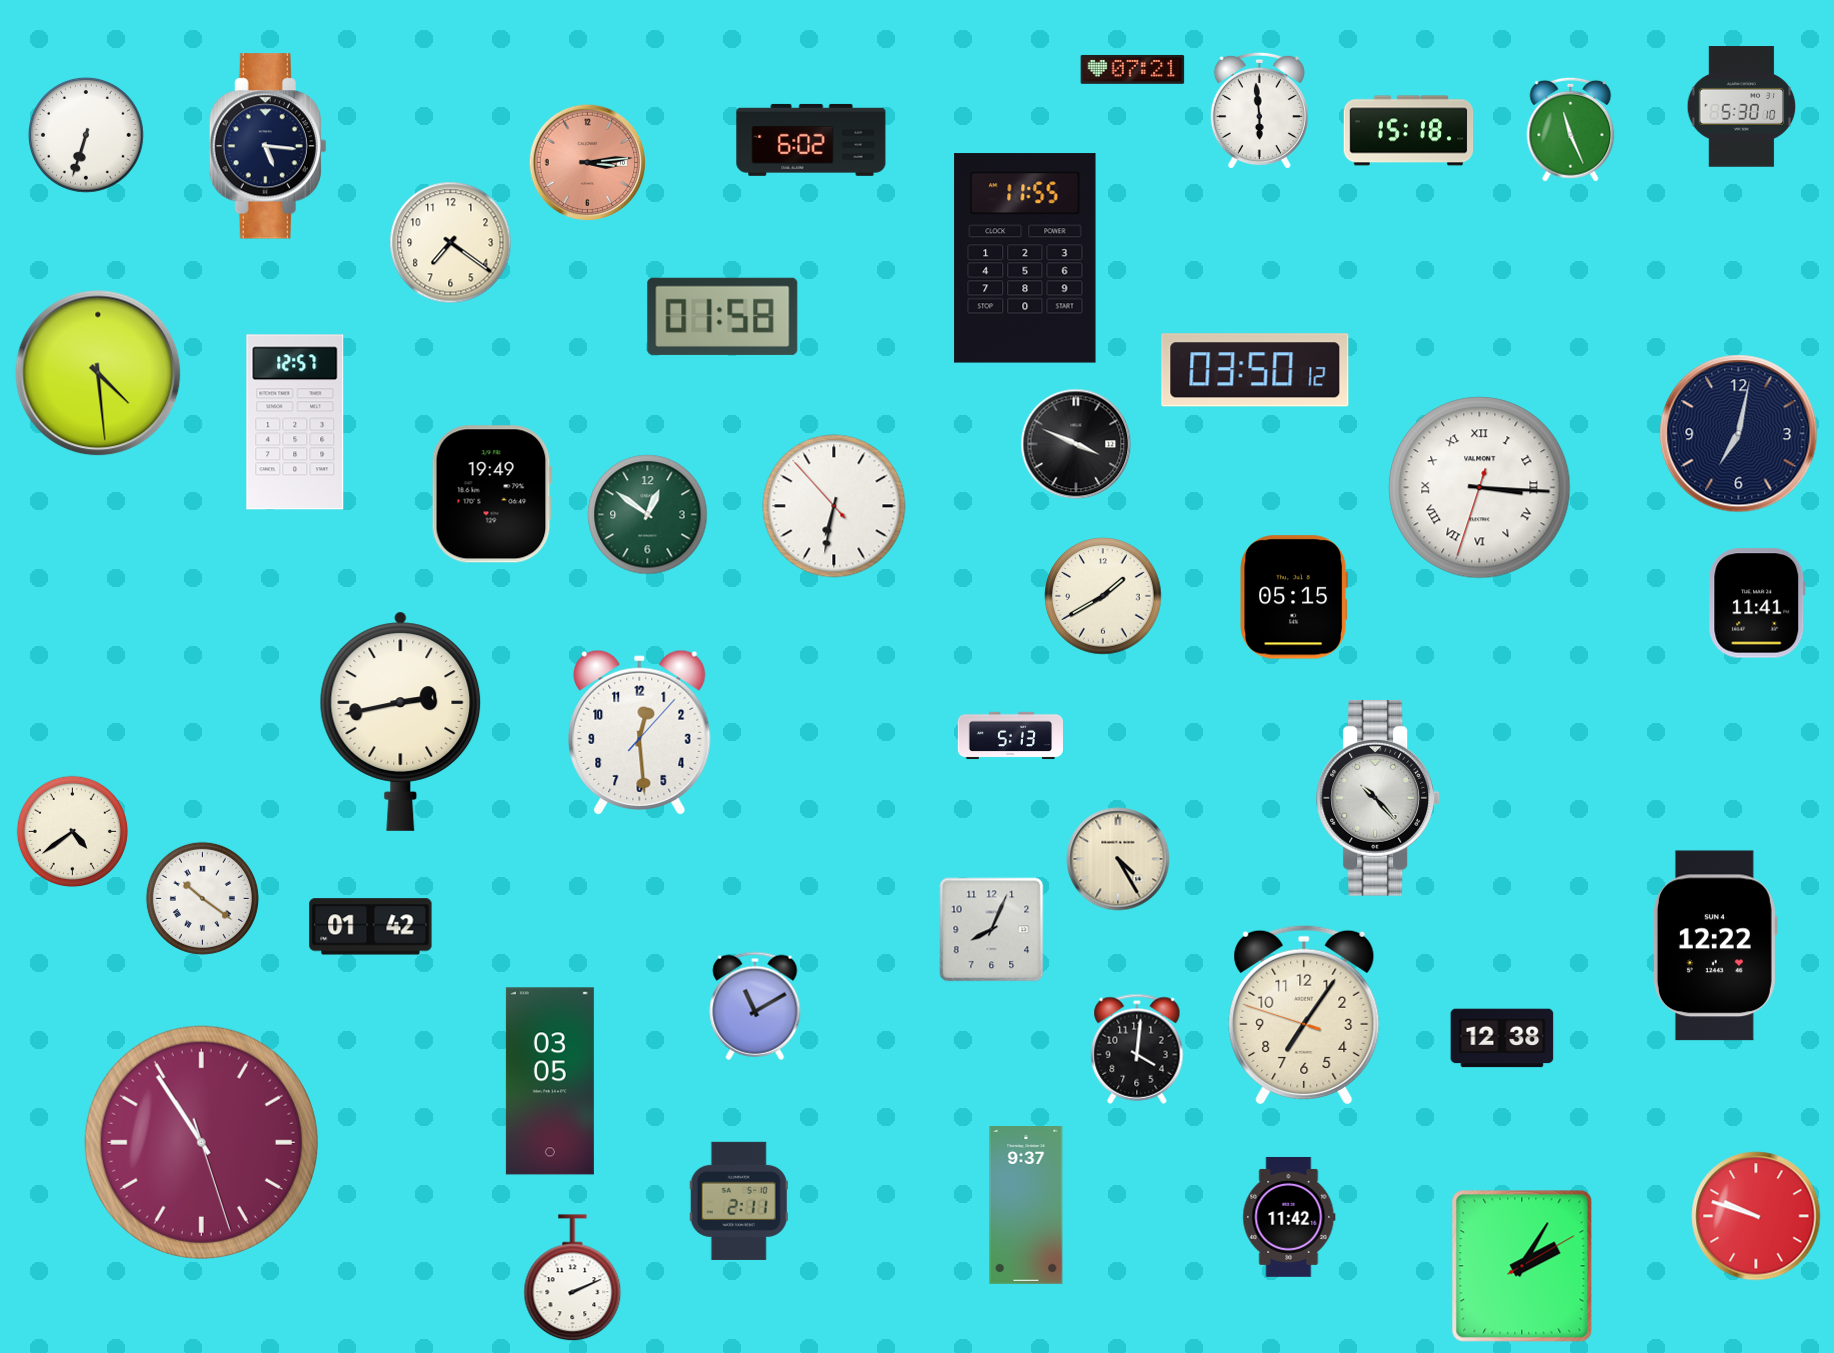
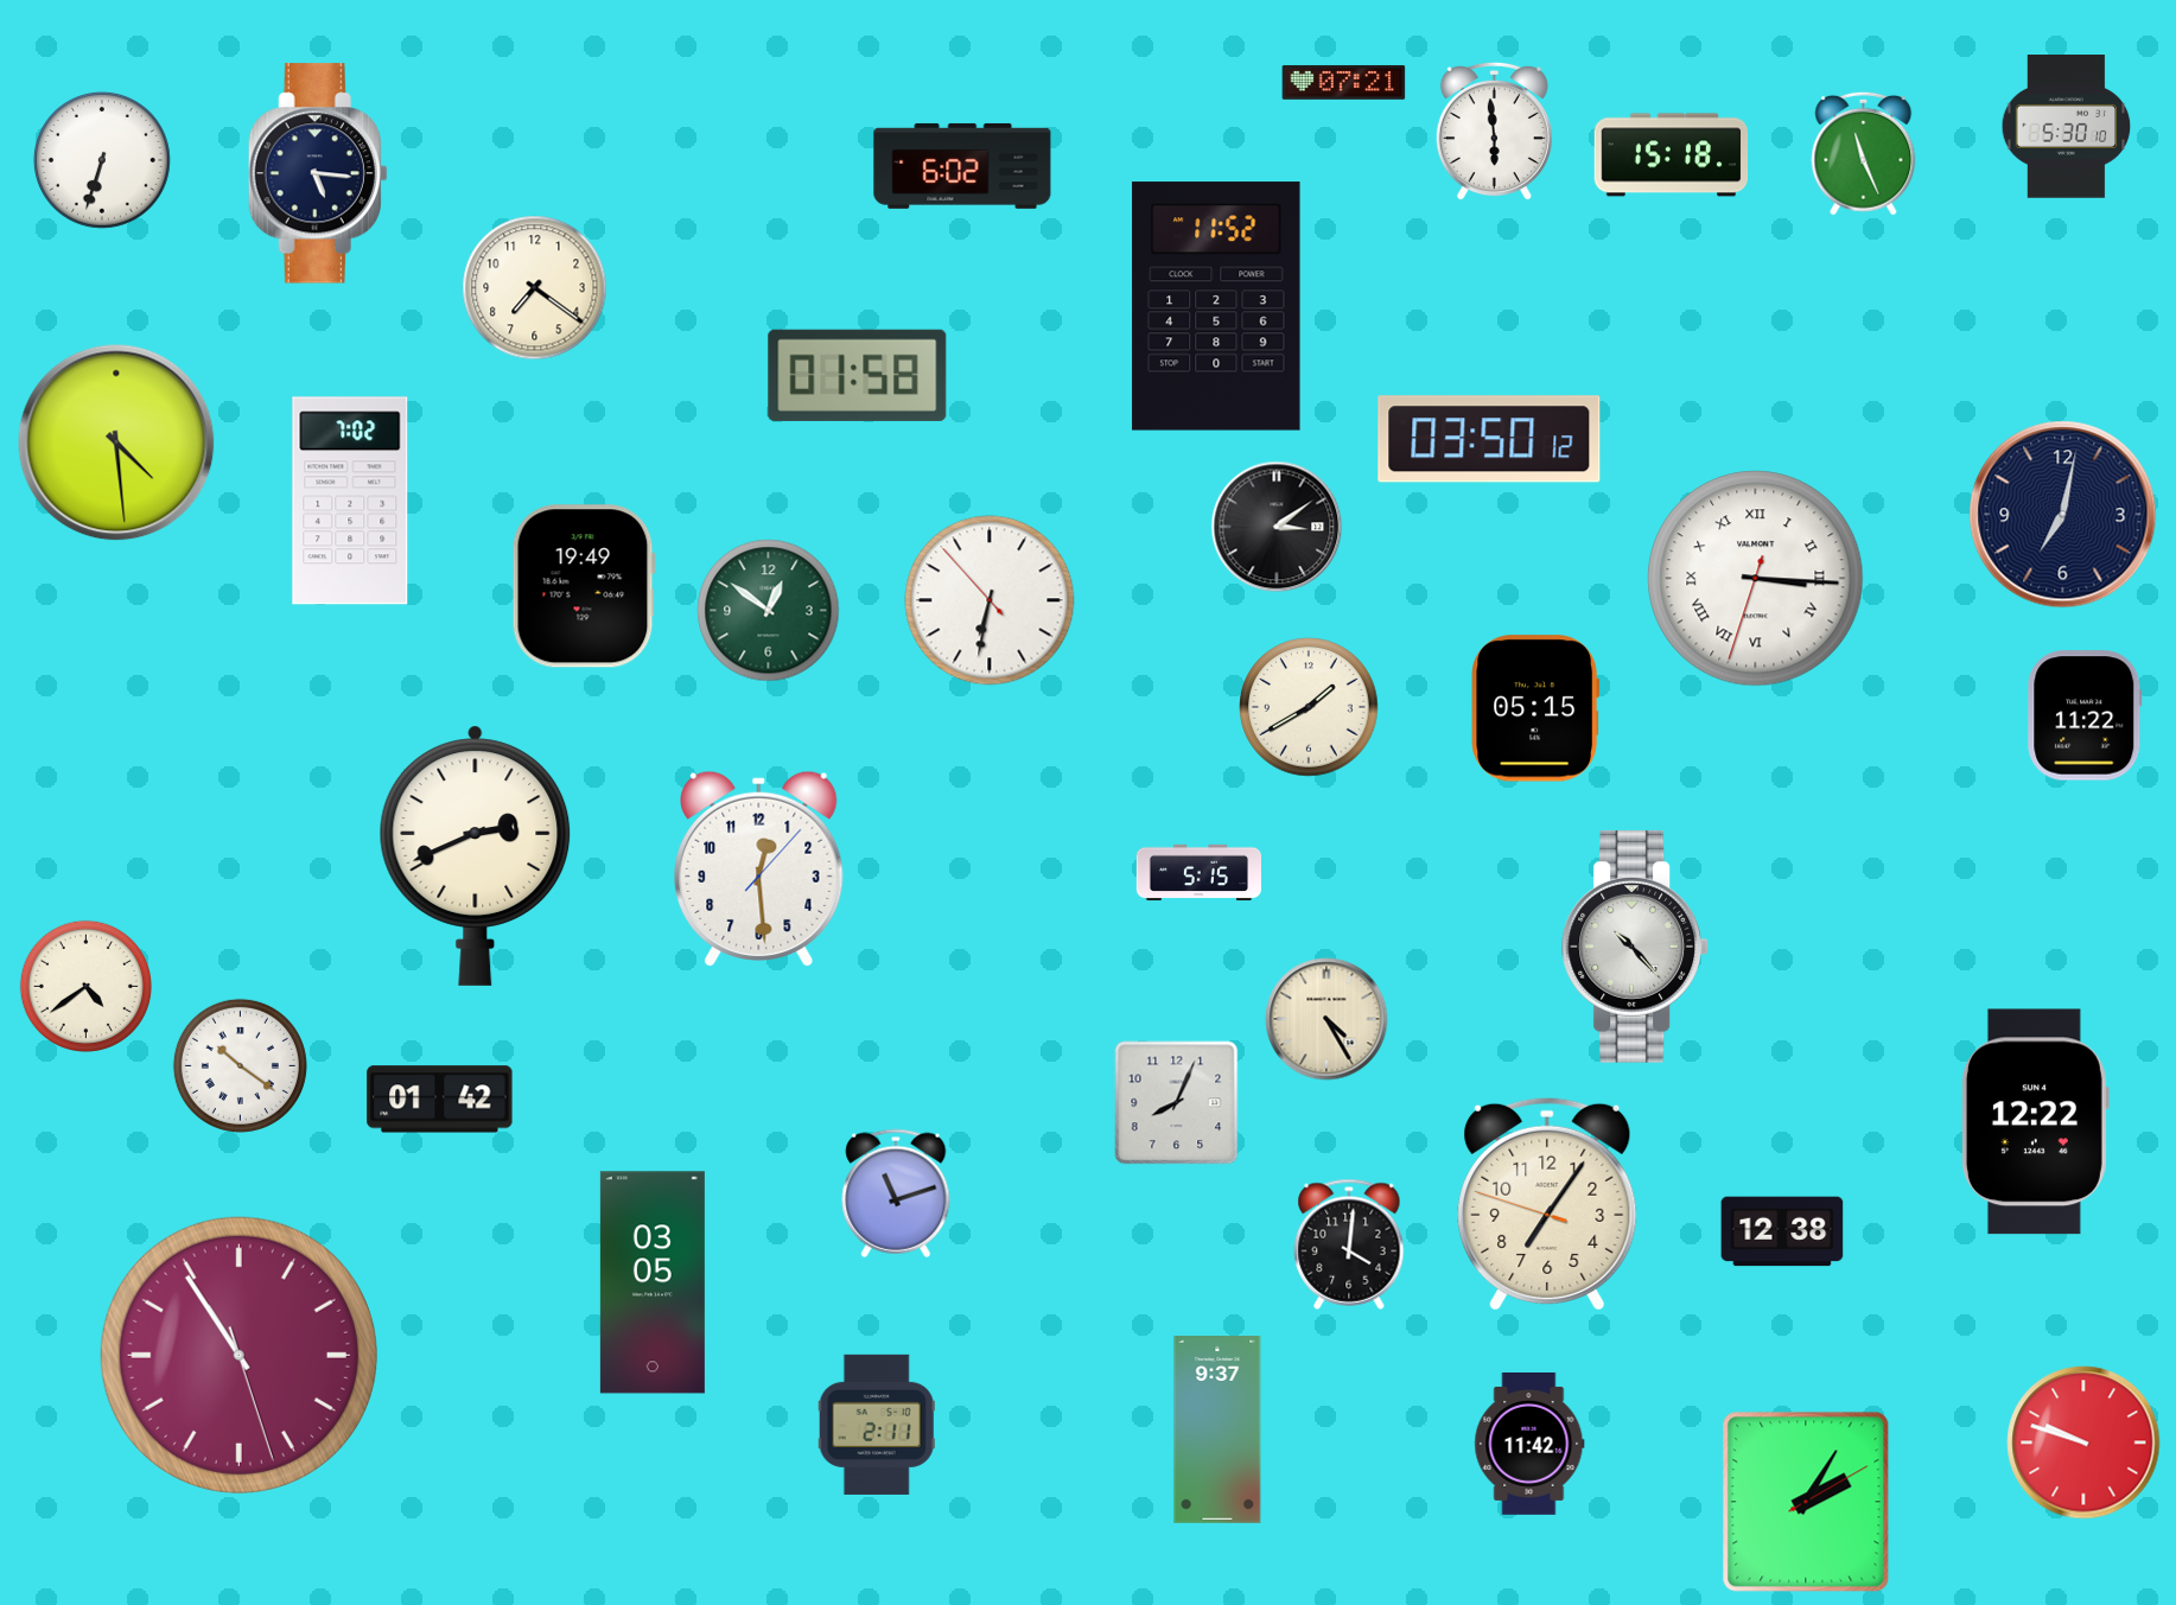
clock at (588, 163): 3:14 -> none
clock at (1025, 258): 11:55 -> 11:52
clock at (295, 422): 12:57 -> 7:02
clock at (1076, 444): 3:49 -> 3:09
clock at (1757, 603): 11:41 -> 11:22
clock at (401, 721): 2:43 -> 2:41
clock at (1010, 736): 5:13 -> 5:15
clock at (755, 1006): 11:10 -> 11:12
clock at (573, 1278): 2:11 -> none
